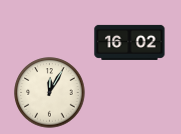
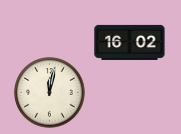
clock at (50, 93): 12:05 -> 12:02
